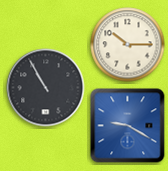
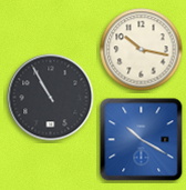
clock at (128, 45): 10:15 -> 10:17
clock at (128, 126): 9:20 -> 10:20
